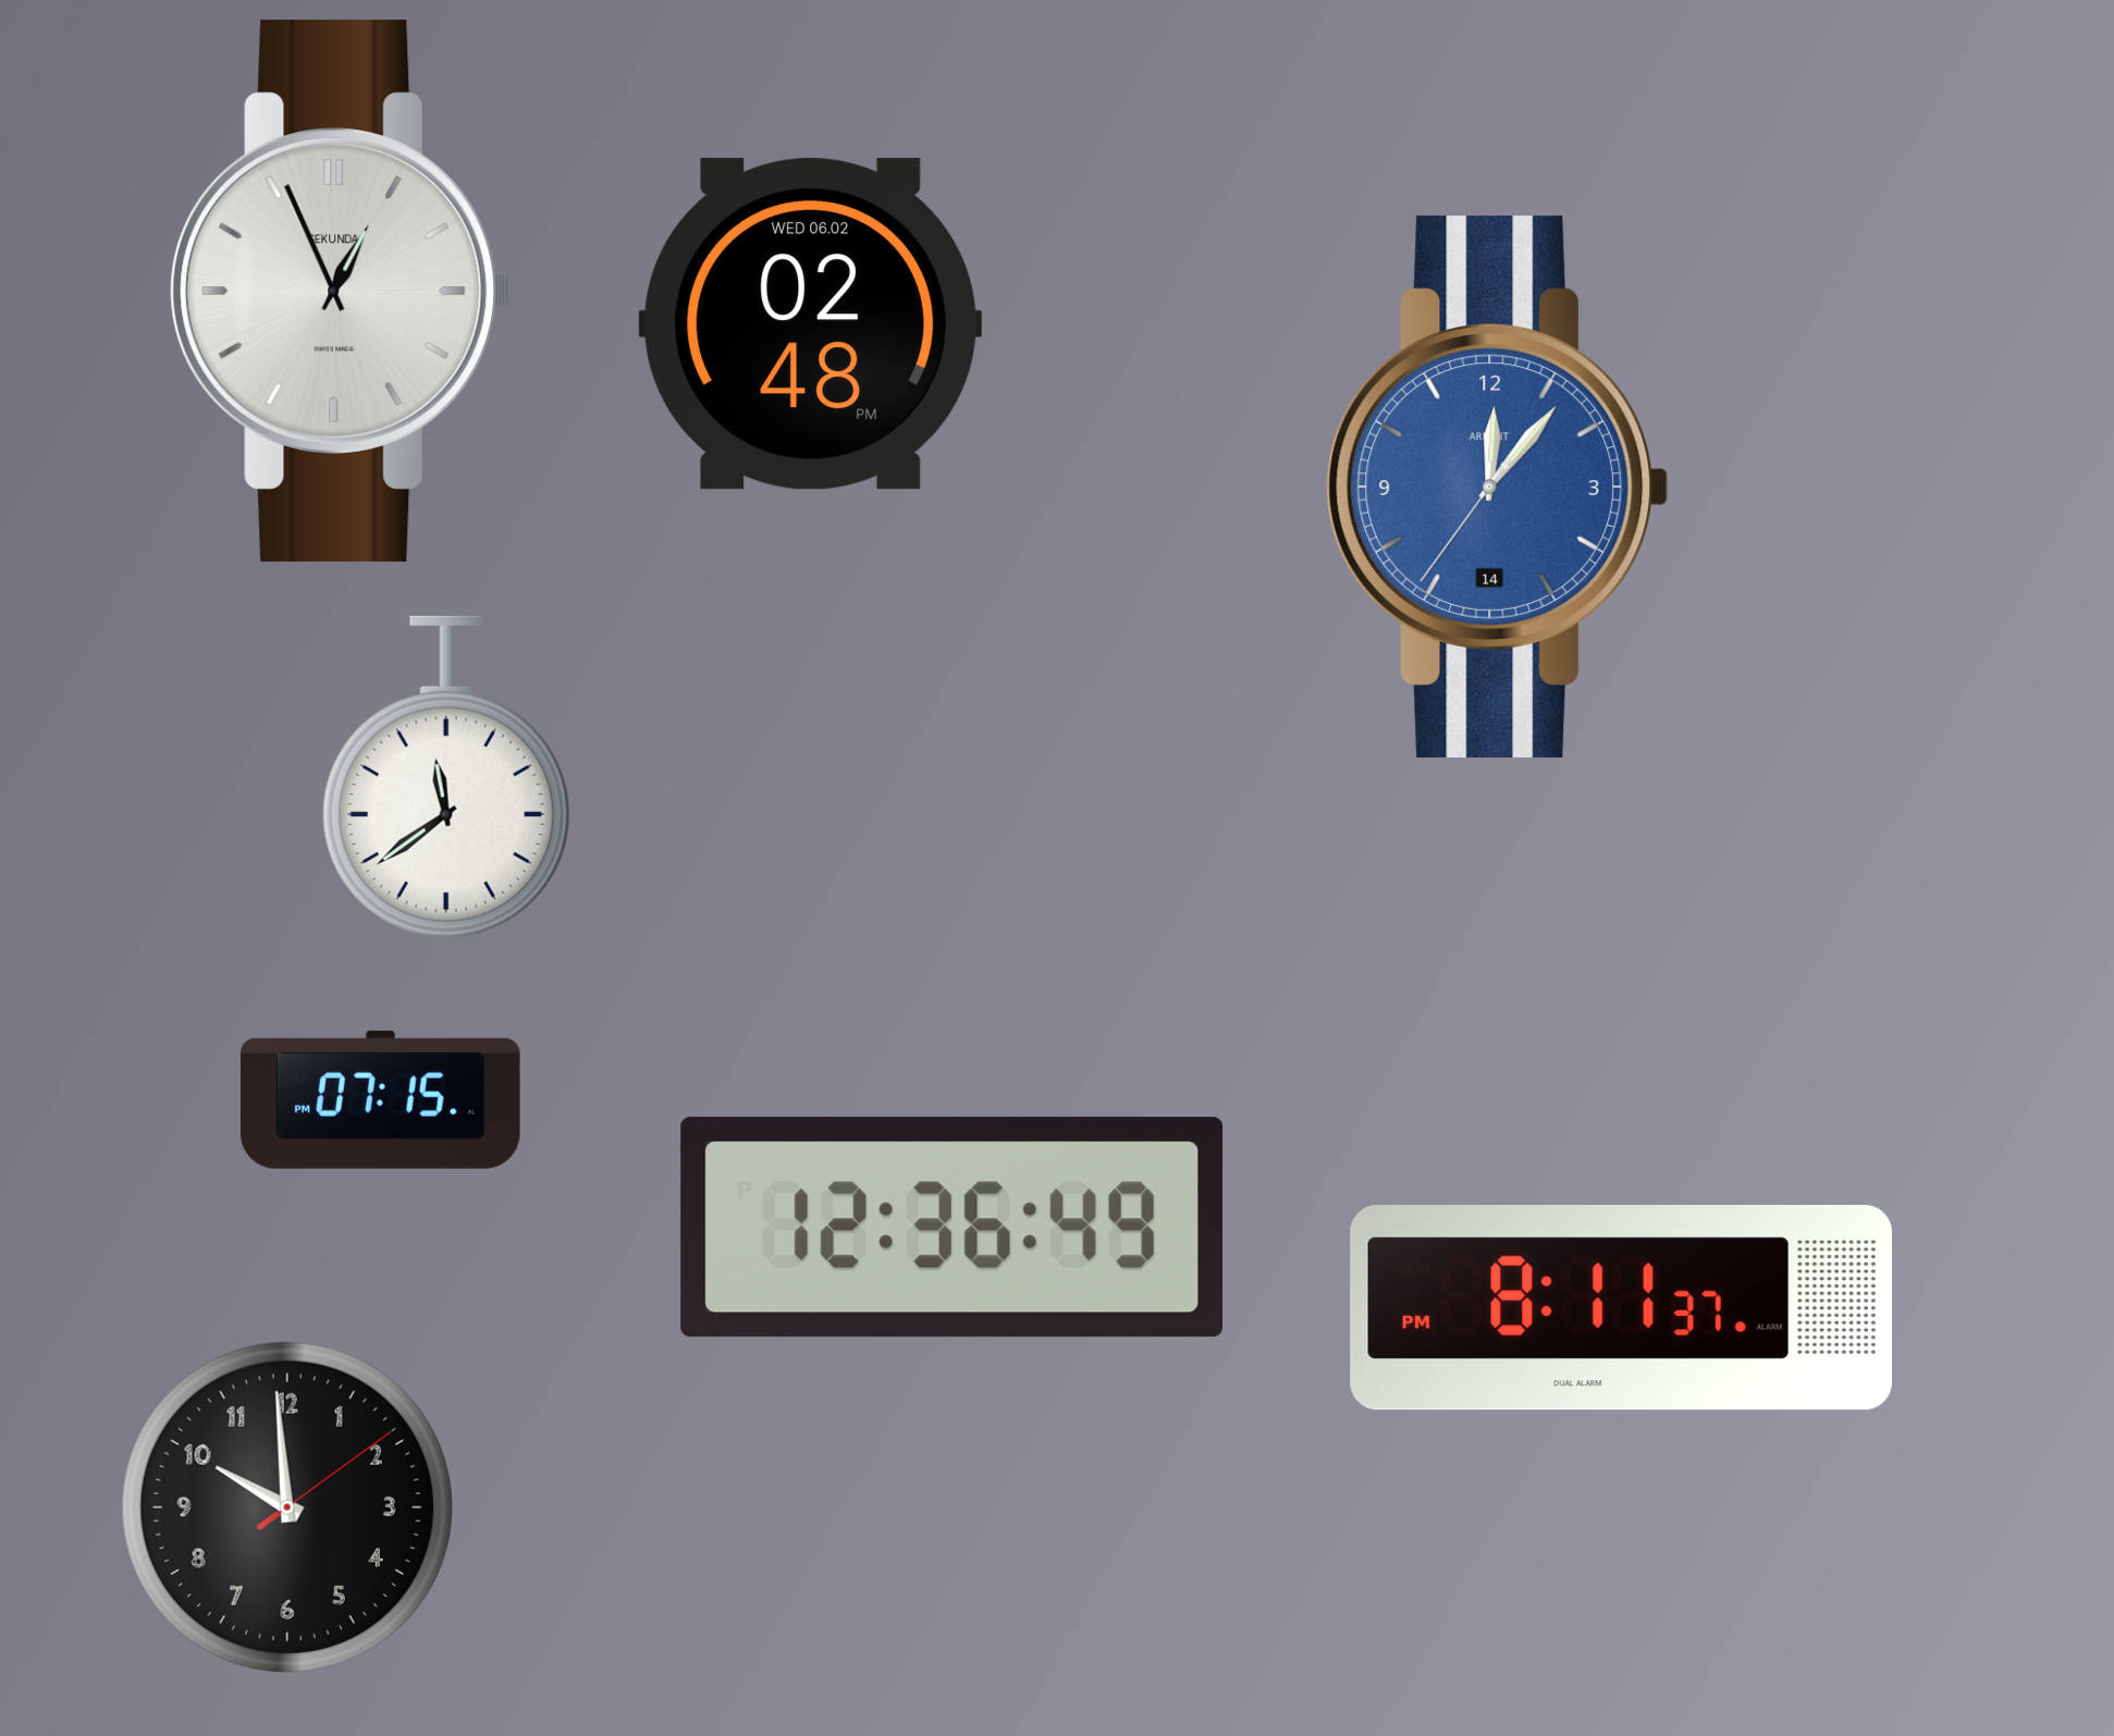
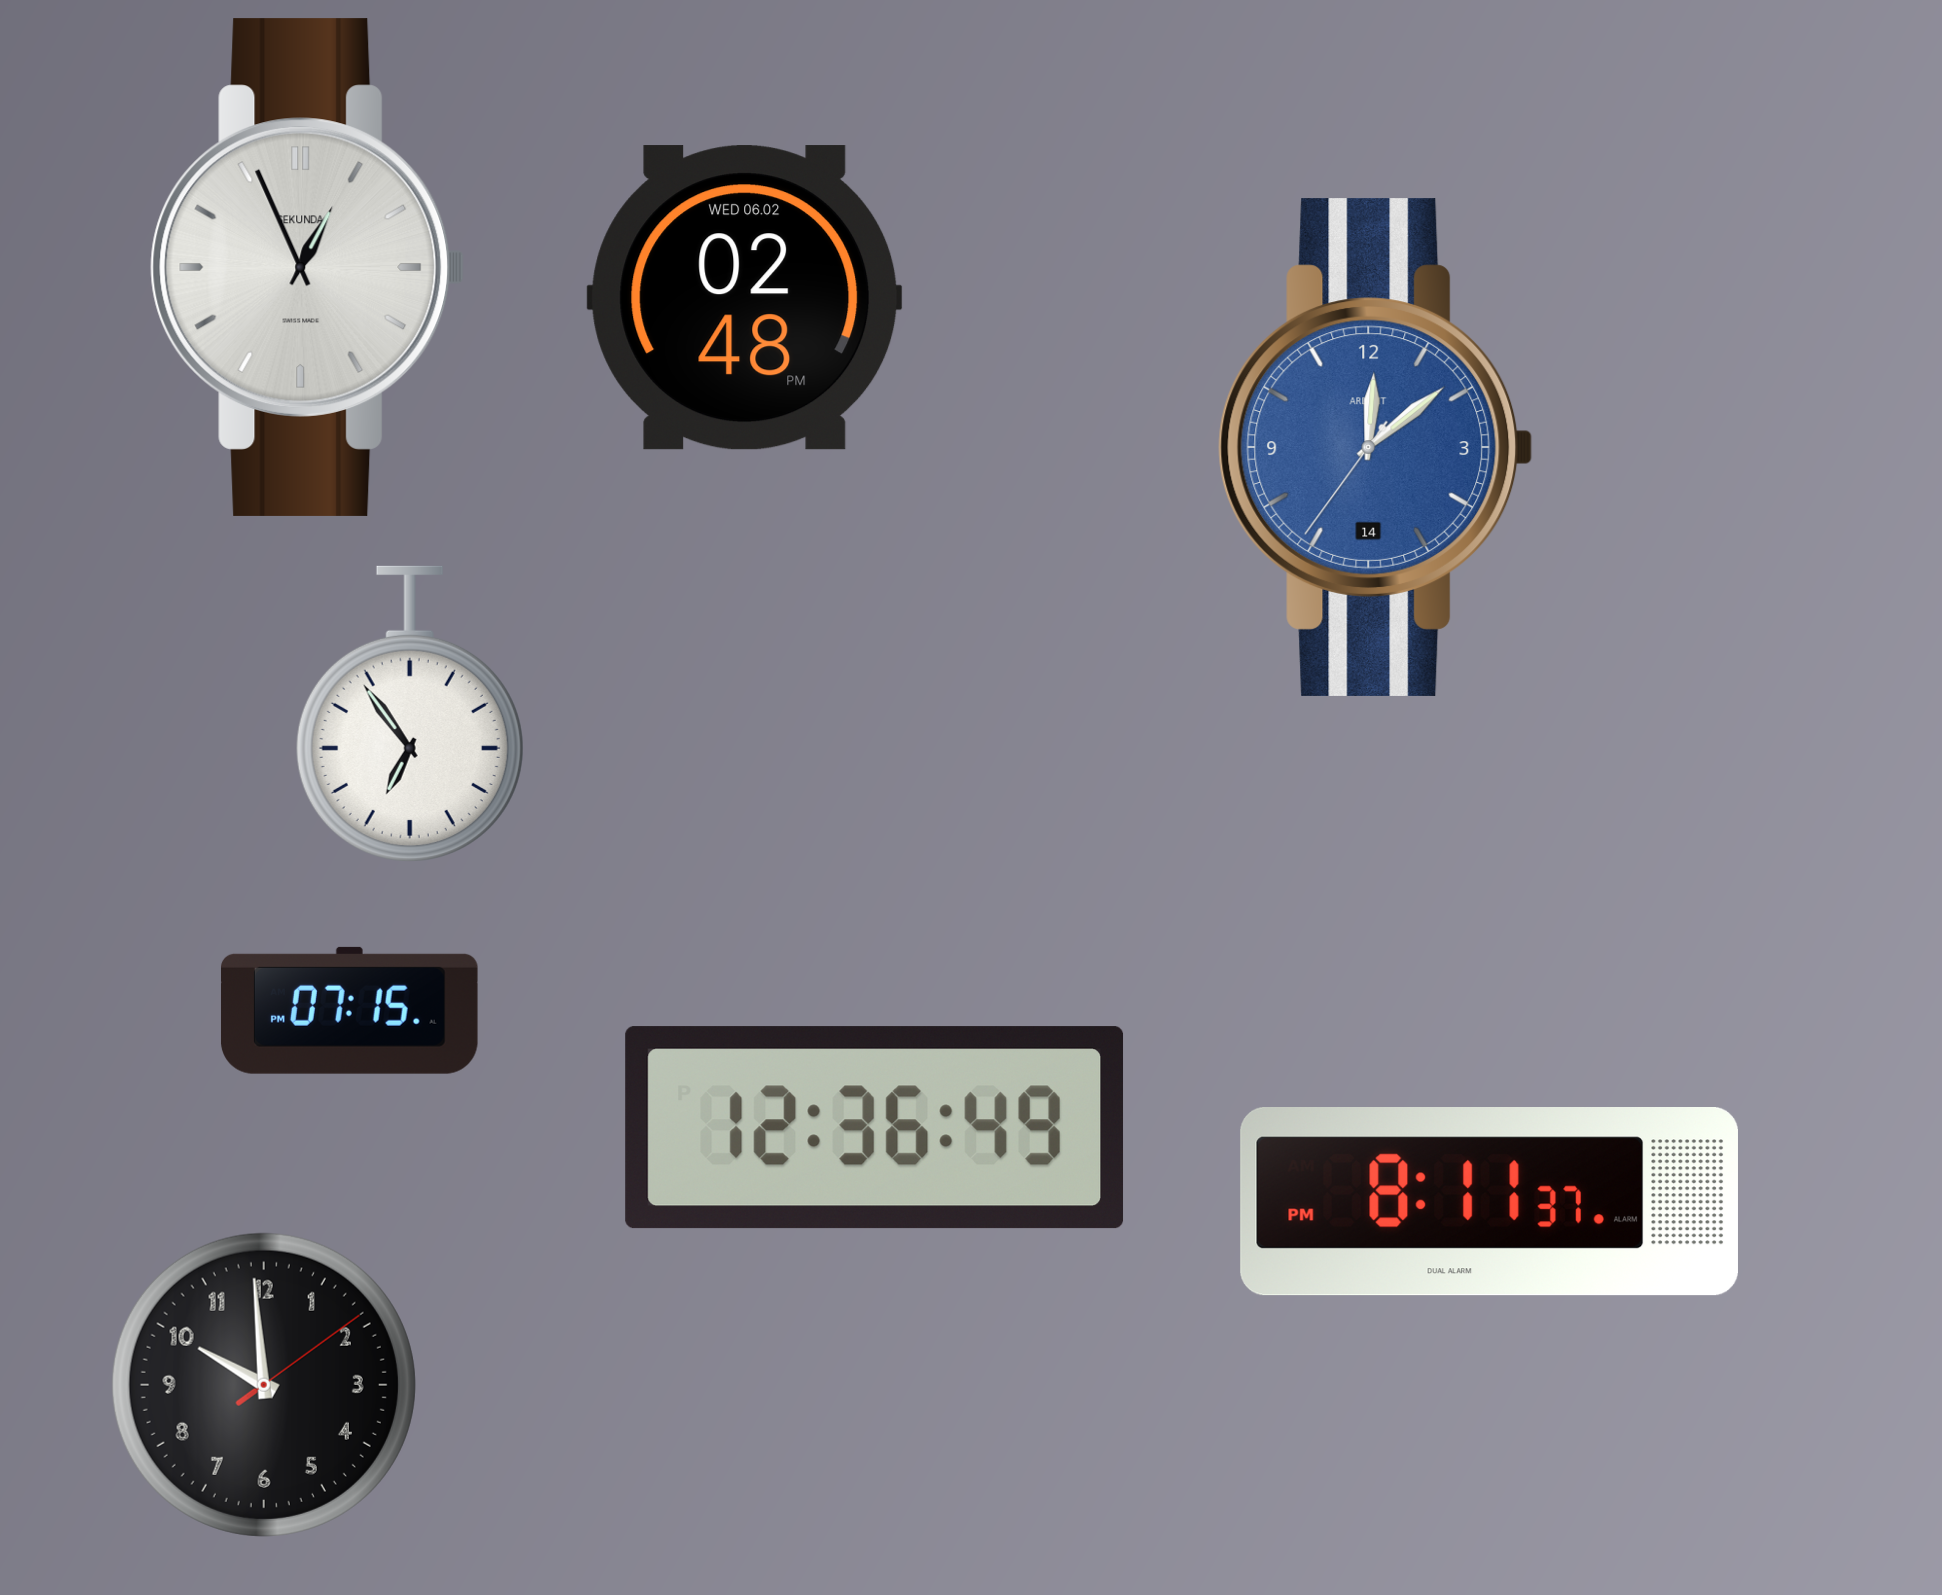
clock at (342, 291) position: (342, 291) -> (308, 267)
clock at (1498, 487): 12:06 -> 12:08
clock at (446, 776): 11:39 -> 6:54
